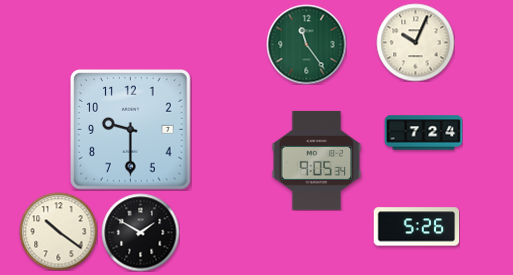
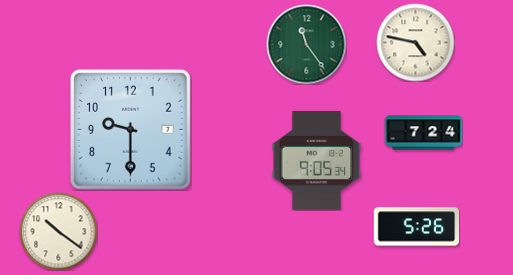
clock at (415, 42): 10:04 -> 4:47
clock at (140, 232): 1:50 -> none
